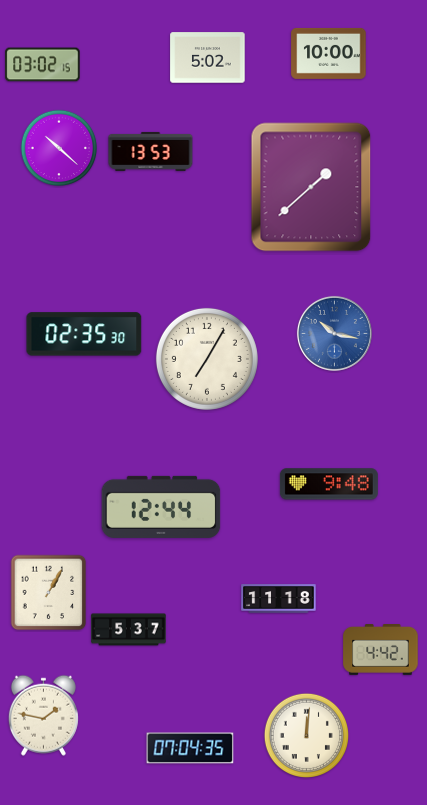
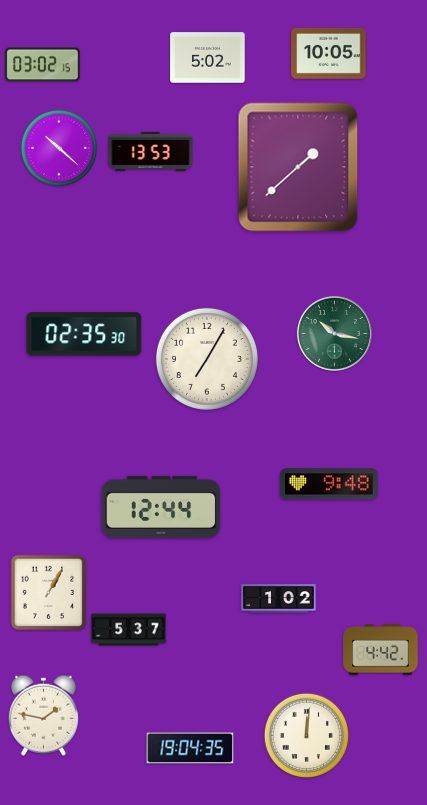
clock at (329, 53): 10:00 -> 10:05
clock at (311, 187) position: (311, 187) -> (298, 167)
clock at (334, 333) dial: blue -> green
clock at (279, 599): 11:18 -> 1:02
clock at (190, 748): 07:04 -> 19:04
